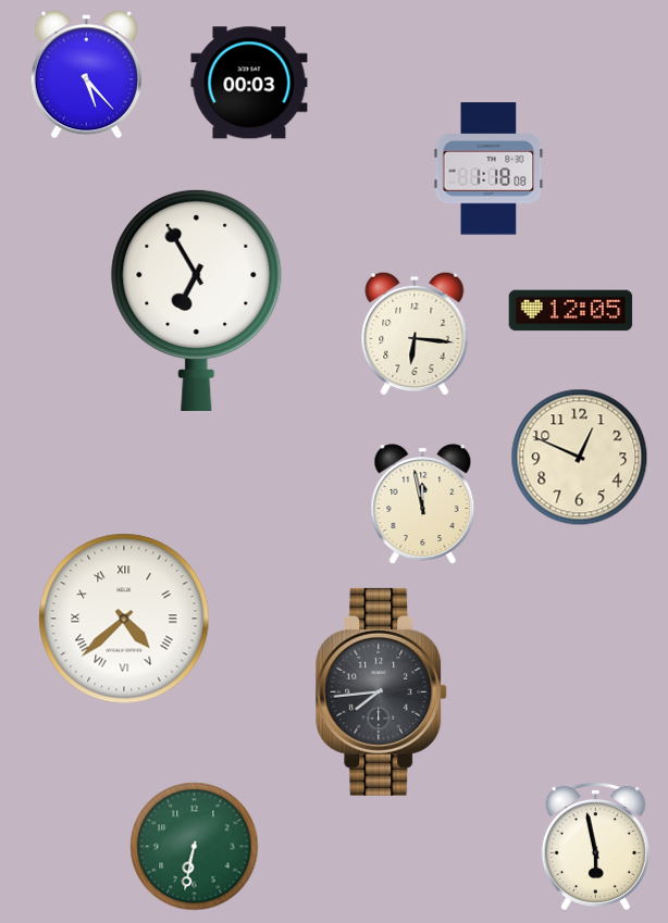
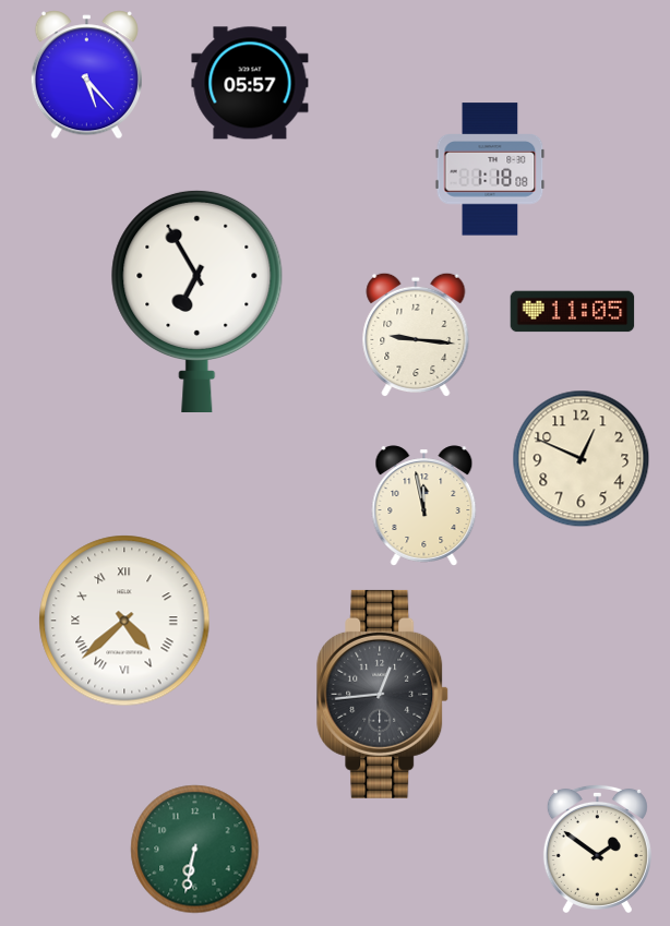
clock at (249, 83): 00:03 -> 05:57
clock at (571, 311): 12:05 -> 11:05
clock at (415, 334): 6:16 -> 9:16
clock at (382, 691): 7:44 -> 12:44
clock at (595, 846): 5:58 -> 1:51
